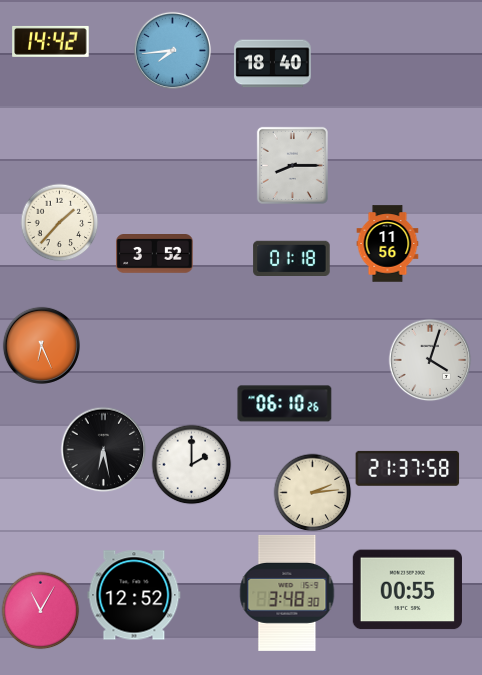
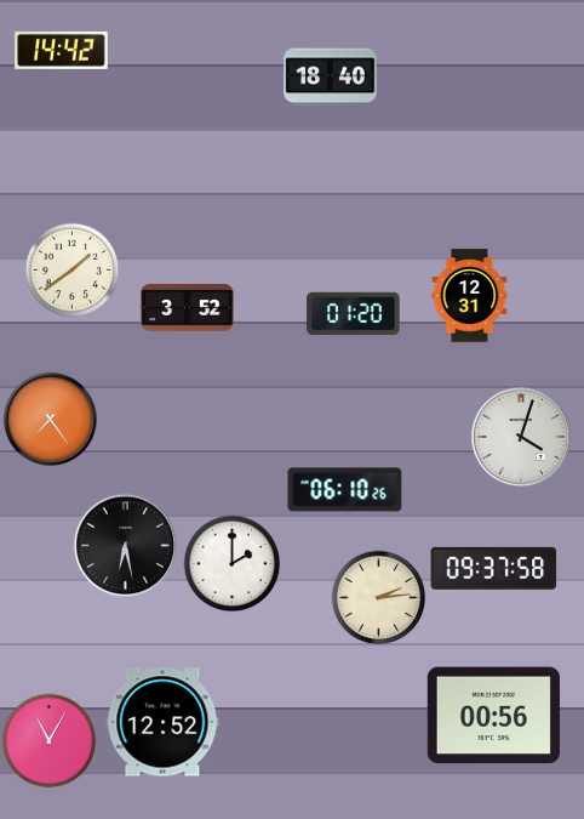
clock at (172, 50): 7:44 -> none
clock at (292, 165): 8:15 -> none
clock at (59, 222): 1:37 -> 1:39
clock at (388, 244): 11:56 -> 12:31
clock at (292, 258): 01:18 -> 01:20
clock at (41, 345): 6:26 -> 7:24
clock at (408, 468): 21:37 -> 09:37
clock at (407, 590): 00:55 -> 00:56
clock at (287, 593): 3:48 -> none
